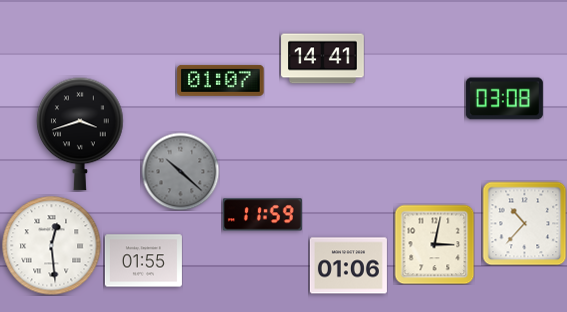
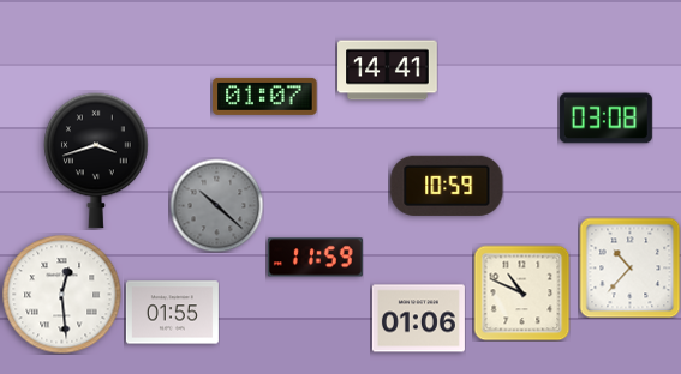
clock at (447, 186): none -> 10:59
clock at (434, 244): 3:02 -> 10:49
